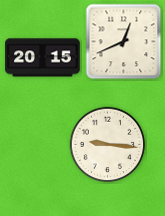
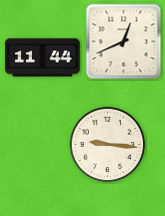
clock at (43, 58): 20:15 -> 11:44
